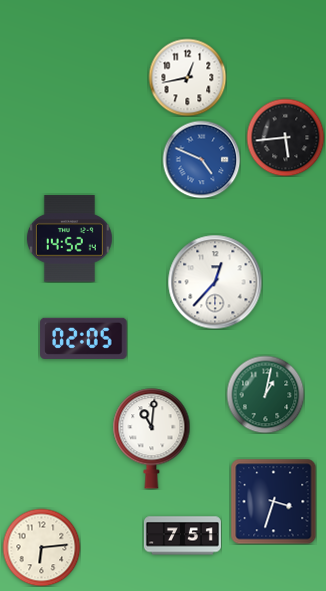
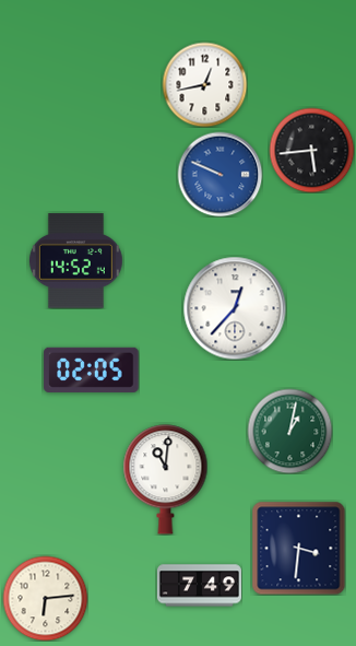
clock at (201, 159): 4:49 -> 9:49
clock at (273, 501): 3:33 -> 3:31
clock at (182, 536): 7:51 -> 7:49
